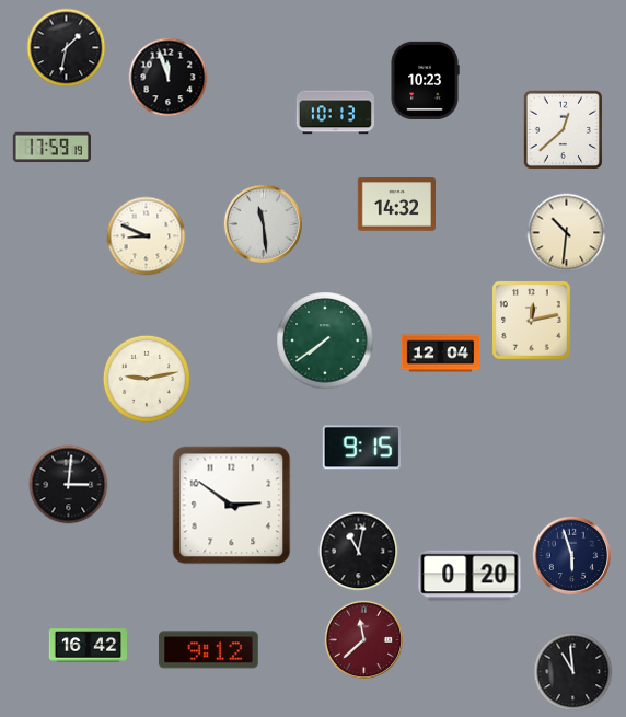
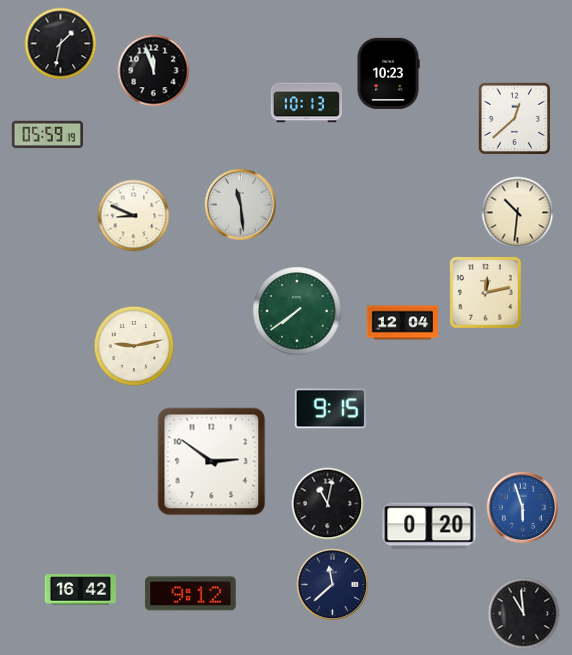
clock at (51, 148): 17:59 -> 05:59
clock at (396, 205): 14:32 -> none
clock at (69, 485): 3:01 -> none
clock at (571, 555) dial: navy -> blue
clock at (363, 639) dial: burgundy -> navy
